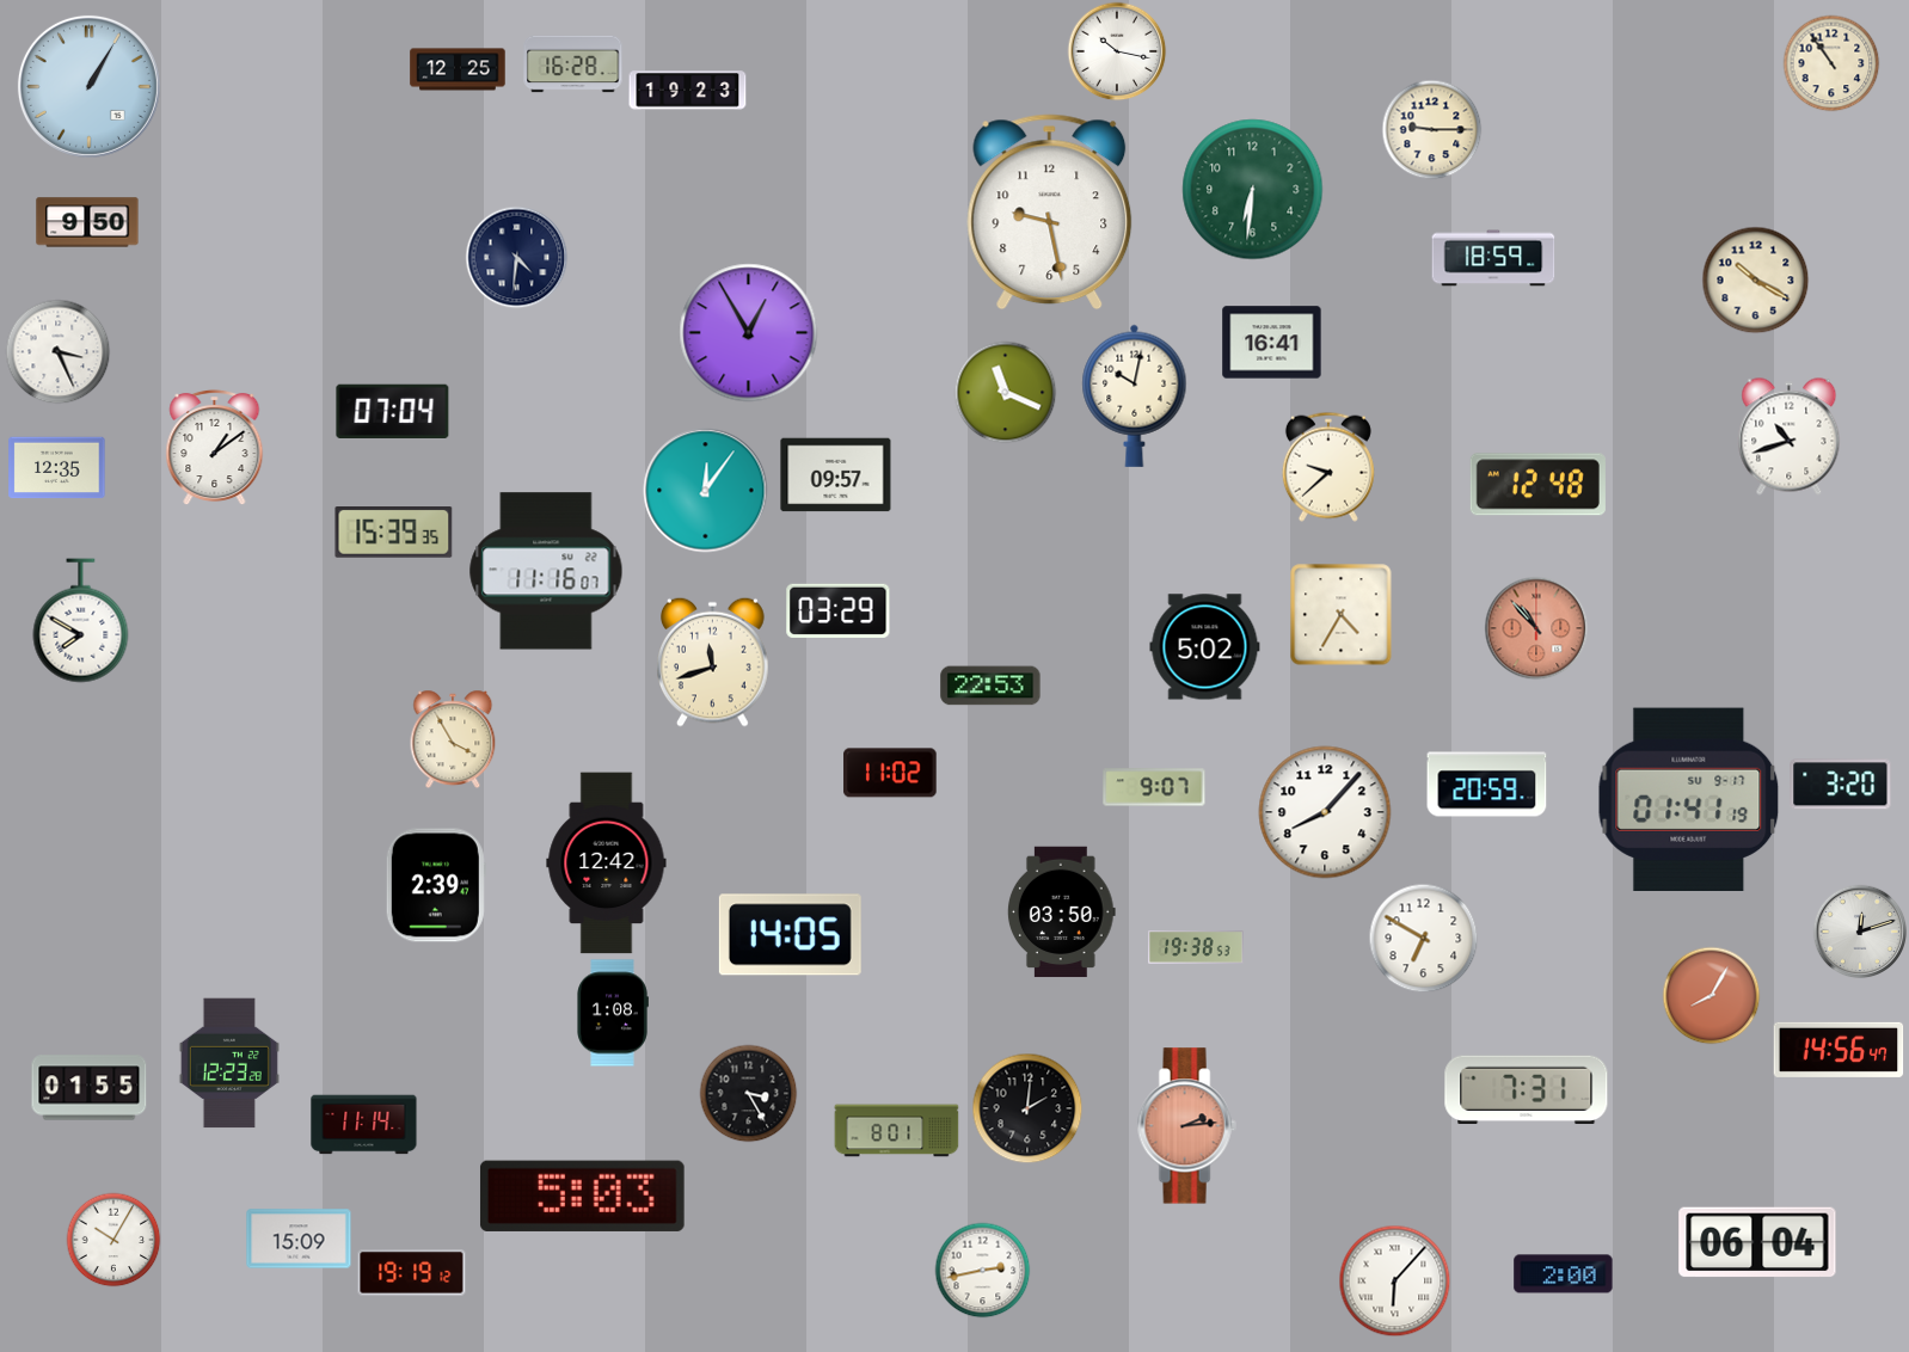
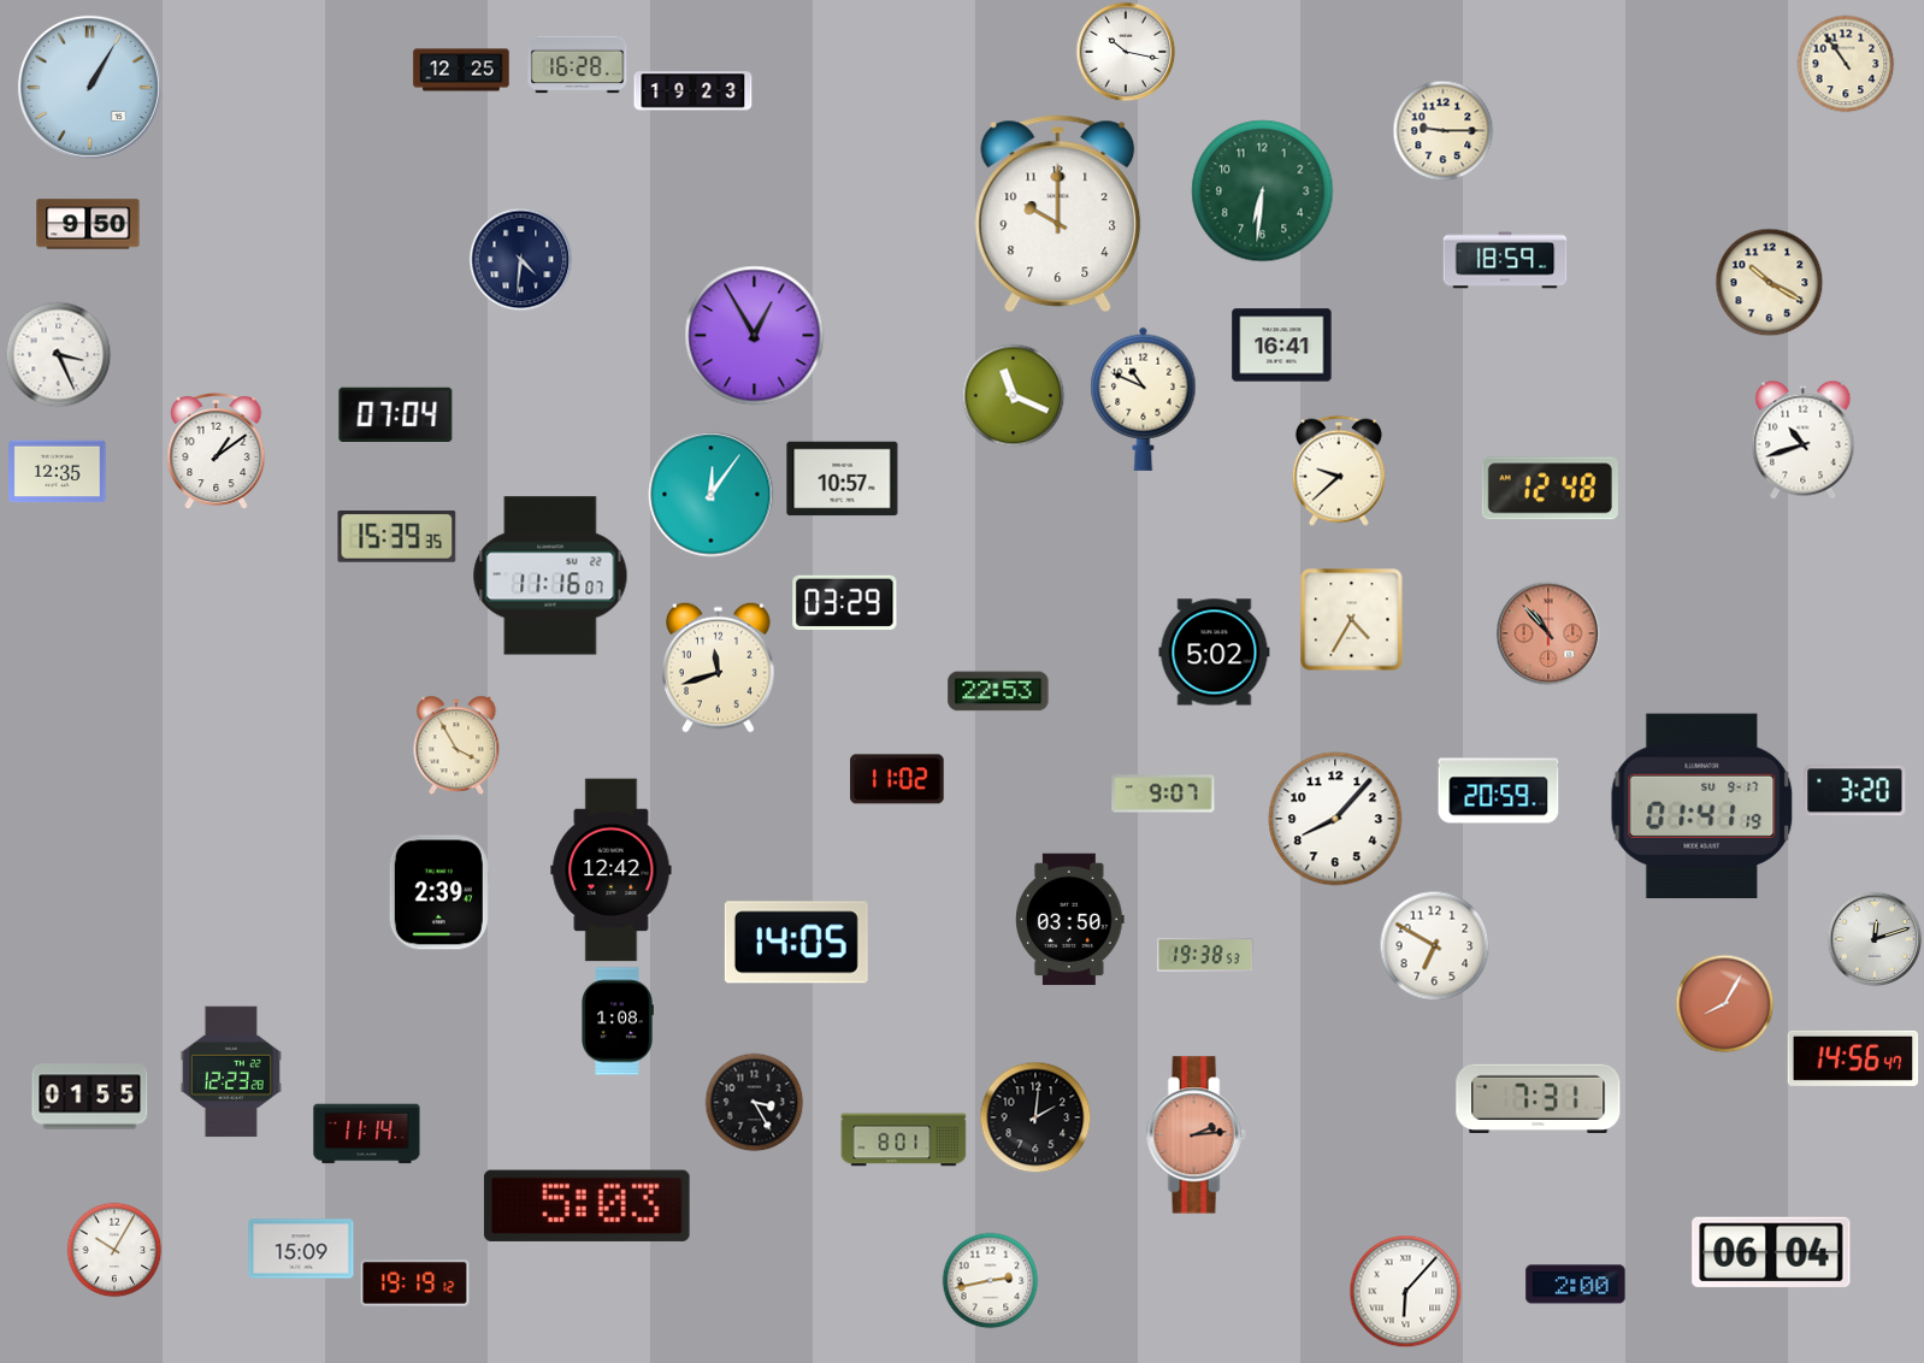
clock at (1050, 213): 9:28 -> 10:00
clock at (1135, 395): 10:02 -> 10:49
clock at (836, 475): 09:57 -> 10:57
clock at (839, 610) position: (839, 610) -> (845, 602)
clock at (81, 621): 7:50 -> none
